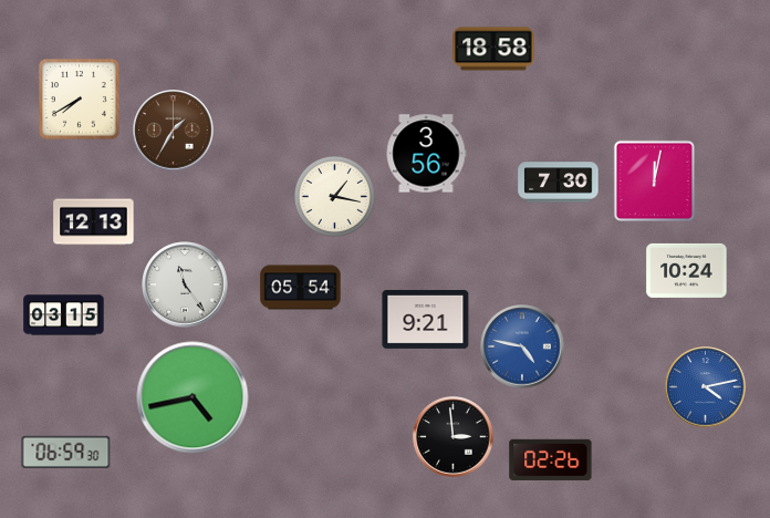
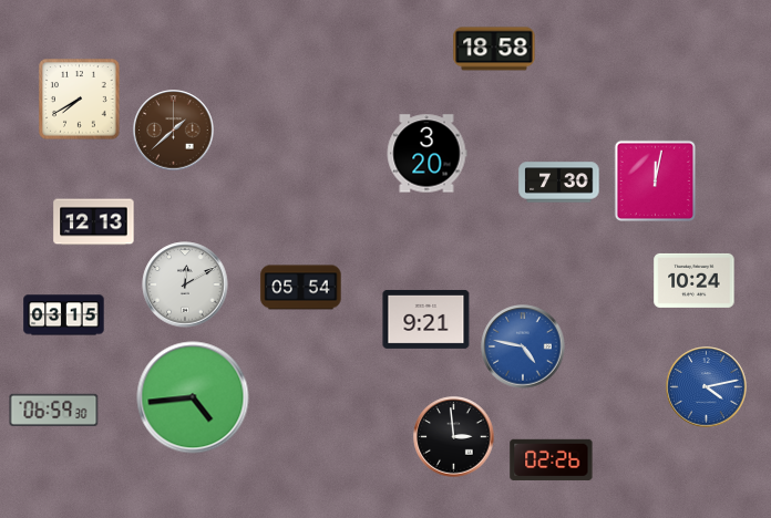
clock at (174, 131): 1:35 -> 1:38
clock at (426, 154): 3:56 -> 3:20
clock at (334, 196): 1:17 -> none
clock at (687, 270) position: (687, 270) -> (695, 280)
clock at (185, 284): 11:24 -> 12:10
clock at (192, 397): 4:43 -> 4:44
clock at (66, 452) position: (66, 452) -> (54, 410)
